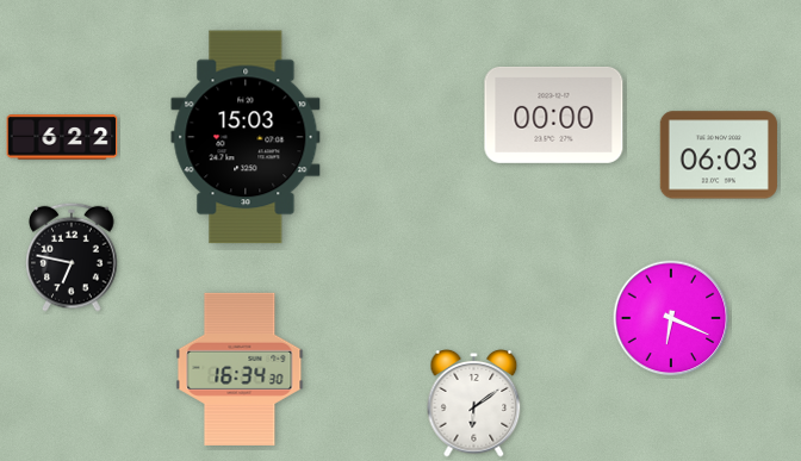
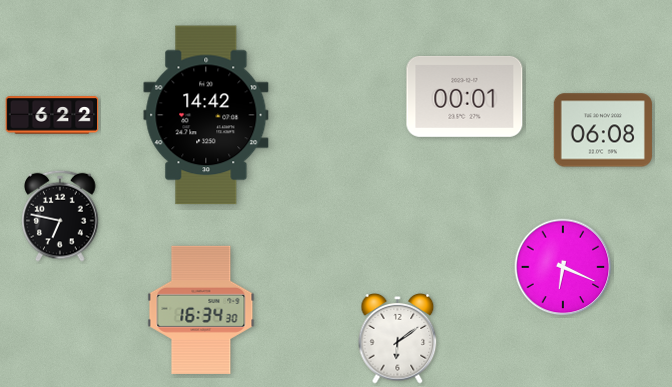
clock at (554, 114): 00:00 -> 00:01
clock at (246, 137): 15:03 -> 14:42
clock at (719, 155): 06:03 -> 06:08
